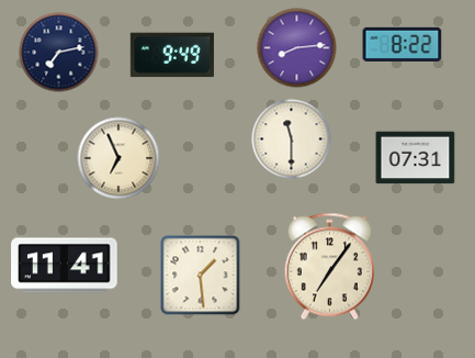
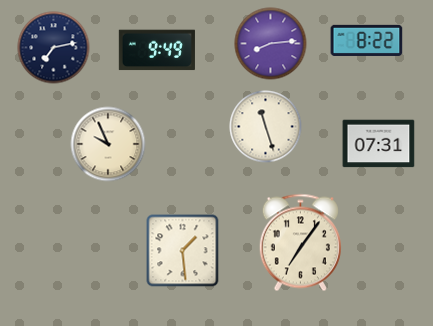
clock at (292, 139): 11:30 -> 11:27
clock at (118, 158): 6:56 -> 9:56
clock at (65, 266): 11:41 -> none
